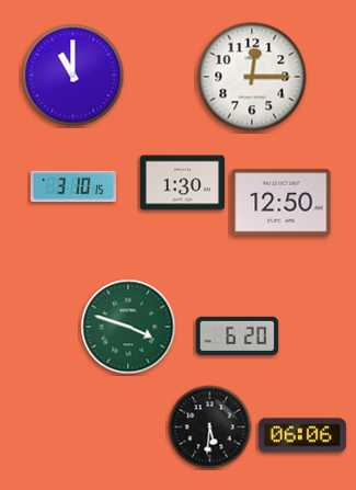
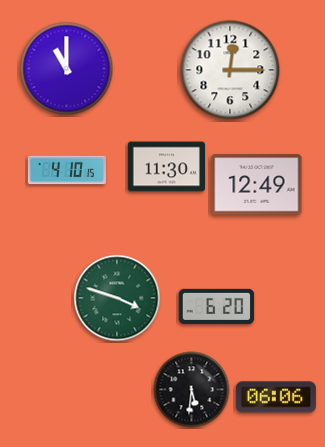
clock at (182, 183): 1:30 -> 11:30
clock at (73, 186): 3:10 -> 4:10
clock at (282, 203): 12:50 -> 12:49
